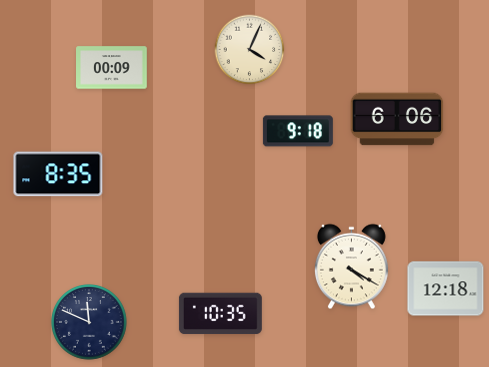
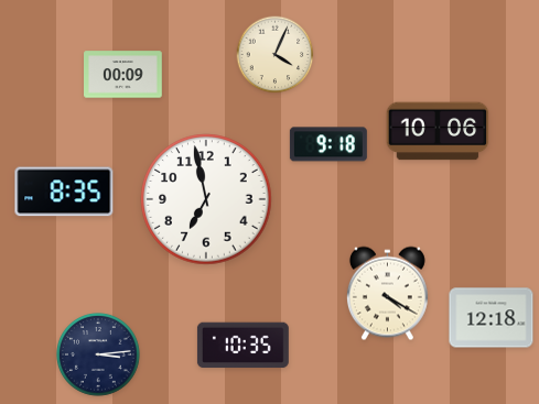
clock at (397, 119): 6:06 -> 10:06
clock at (206, 199): none -> 6:58
clock at (89, 322): 11:49 -> 3:14
